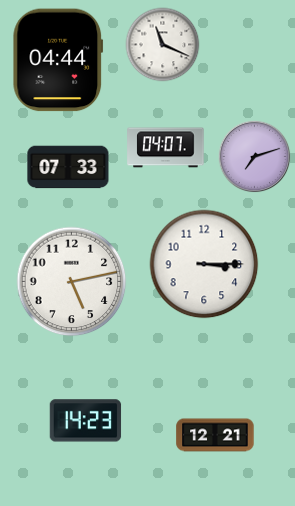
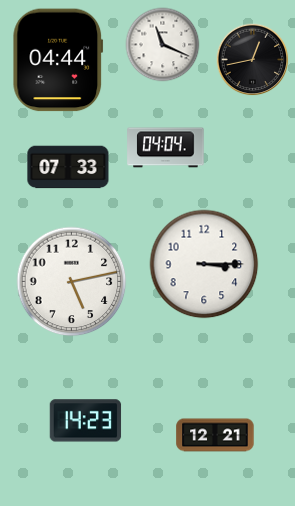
clock at (253, 60): none -> 12:43
clock at (166, 148): 04:07 -> 04:04
clock at (255, 157): 7:12 -> none
